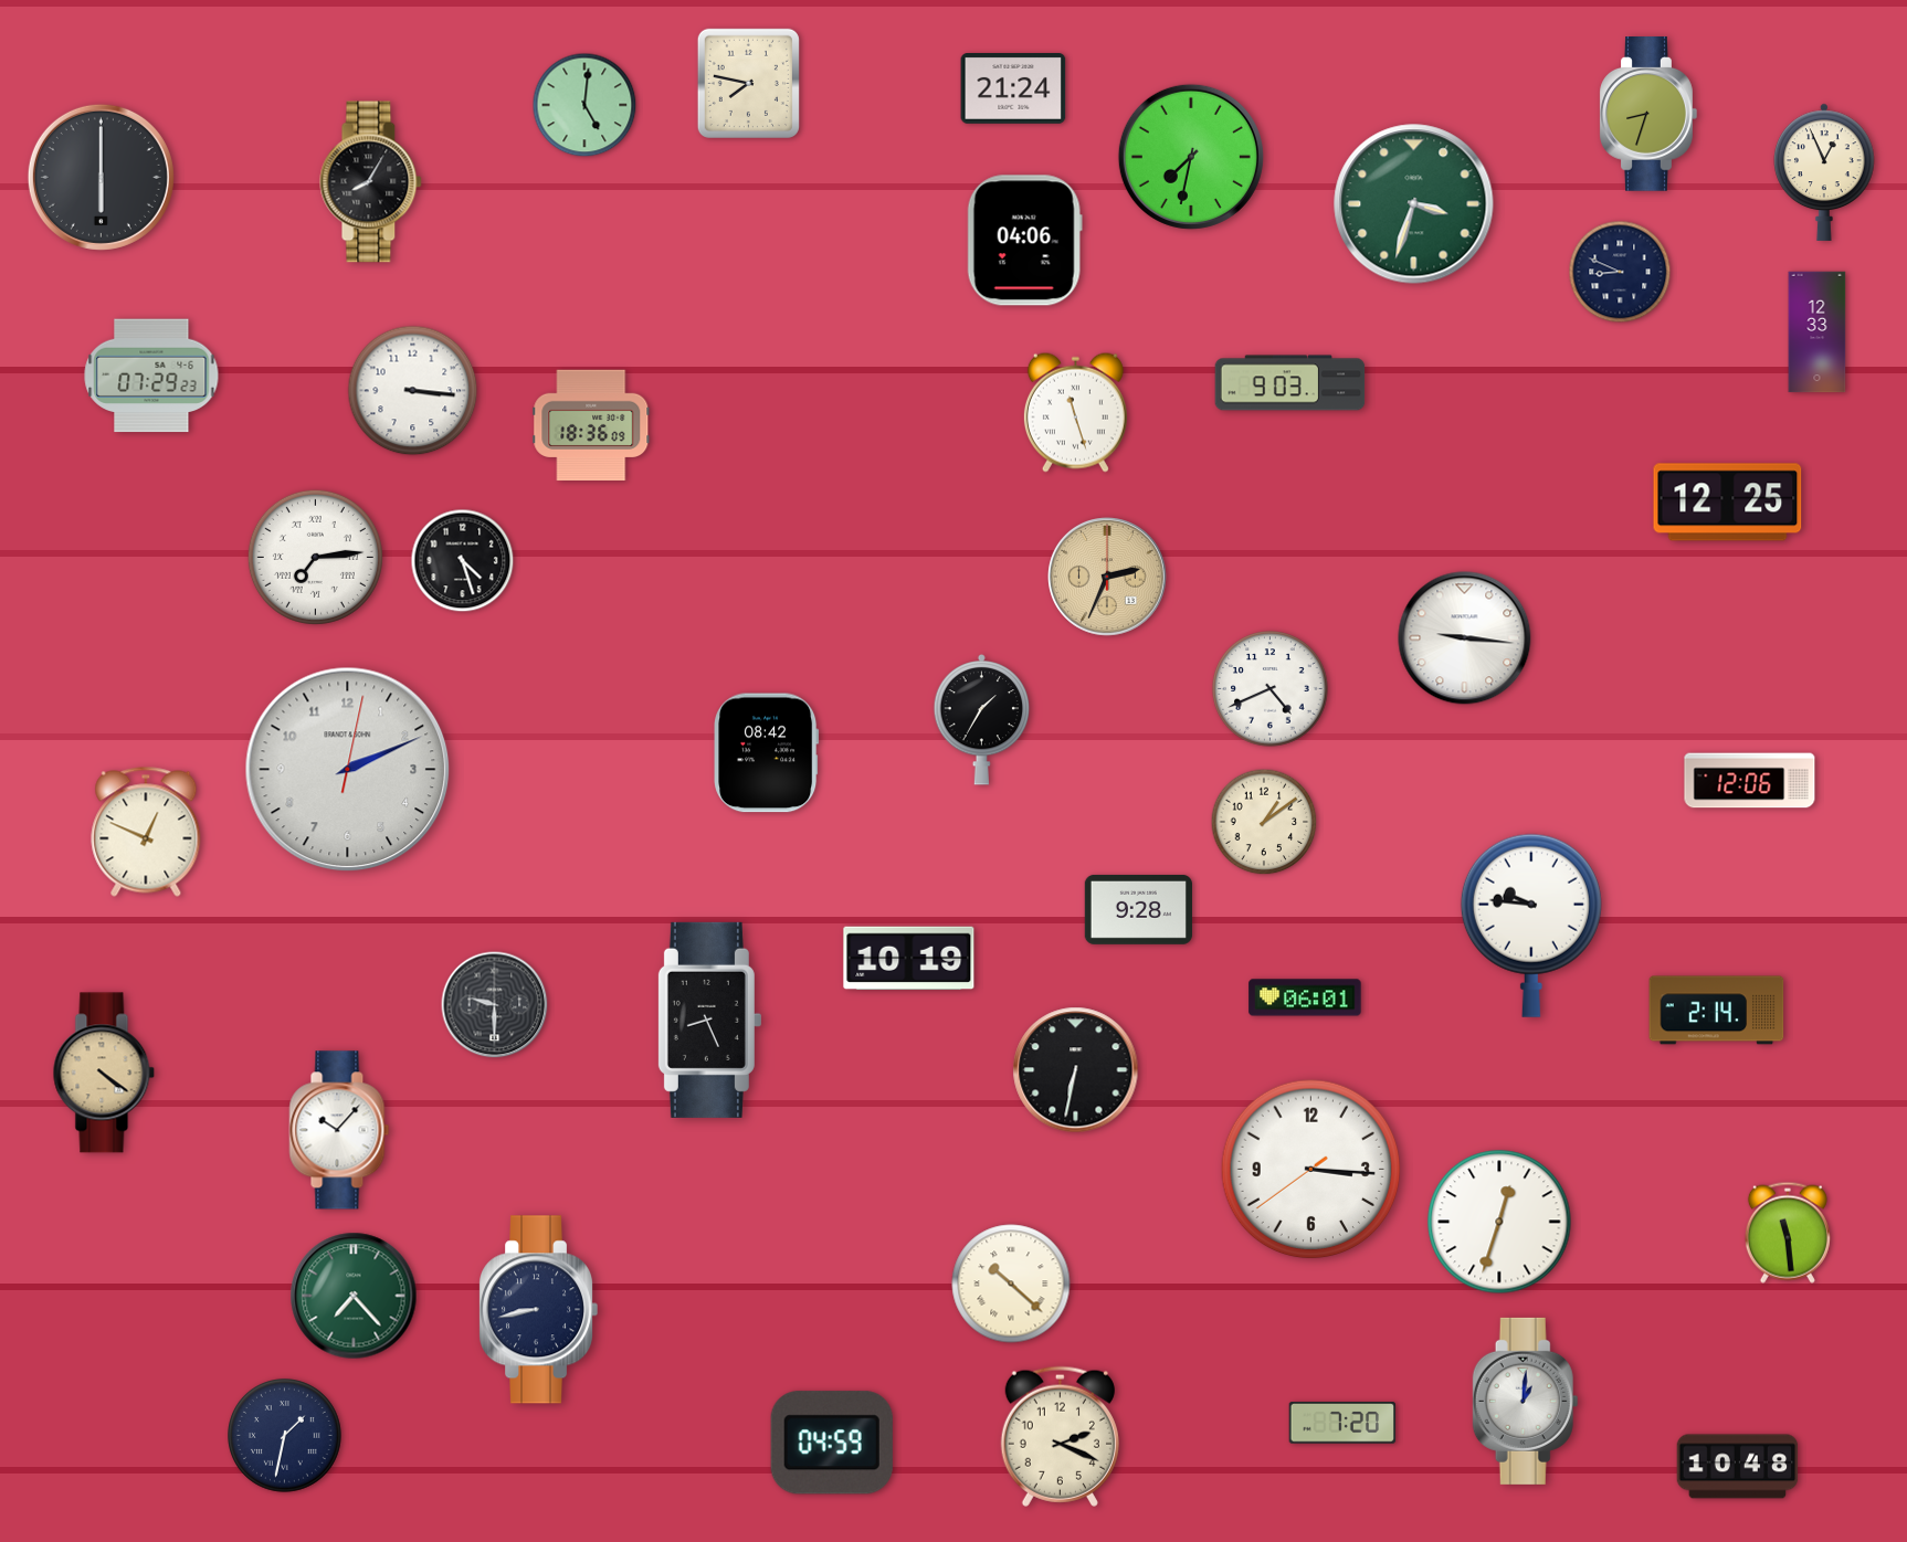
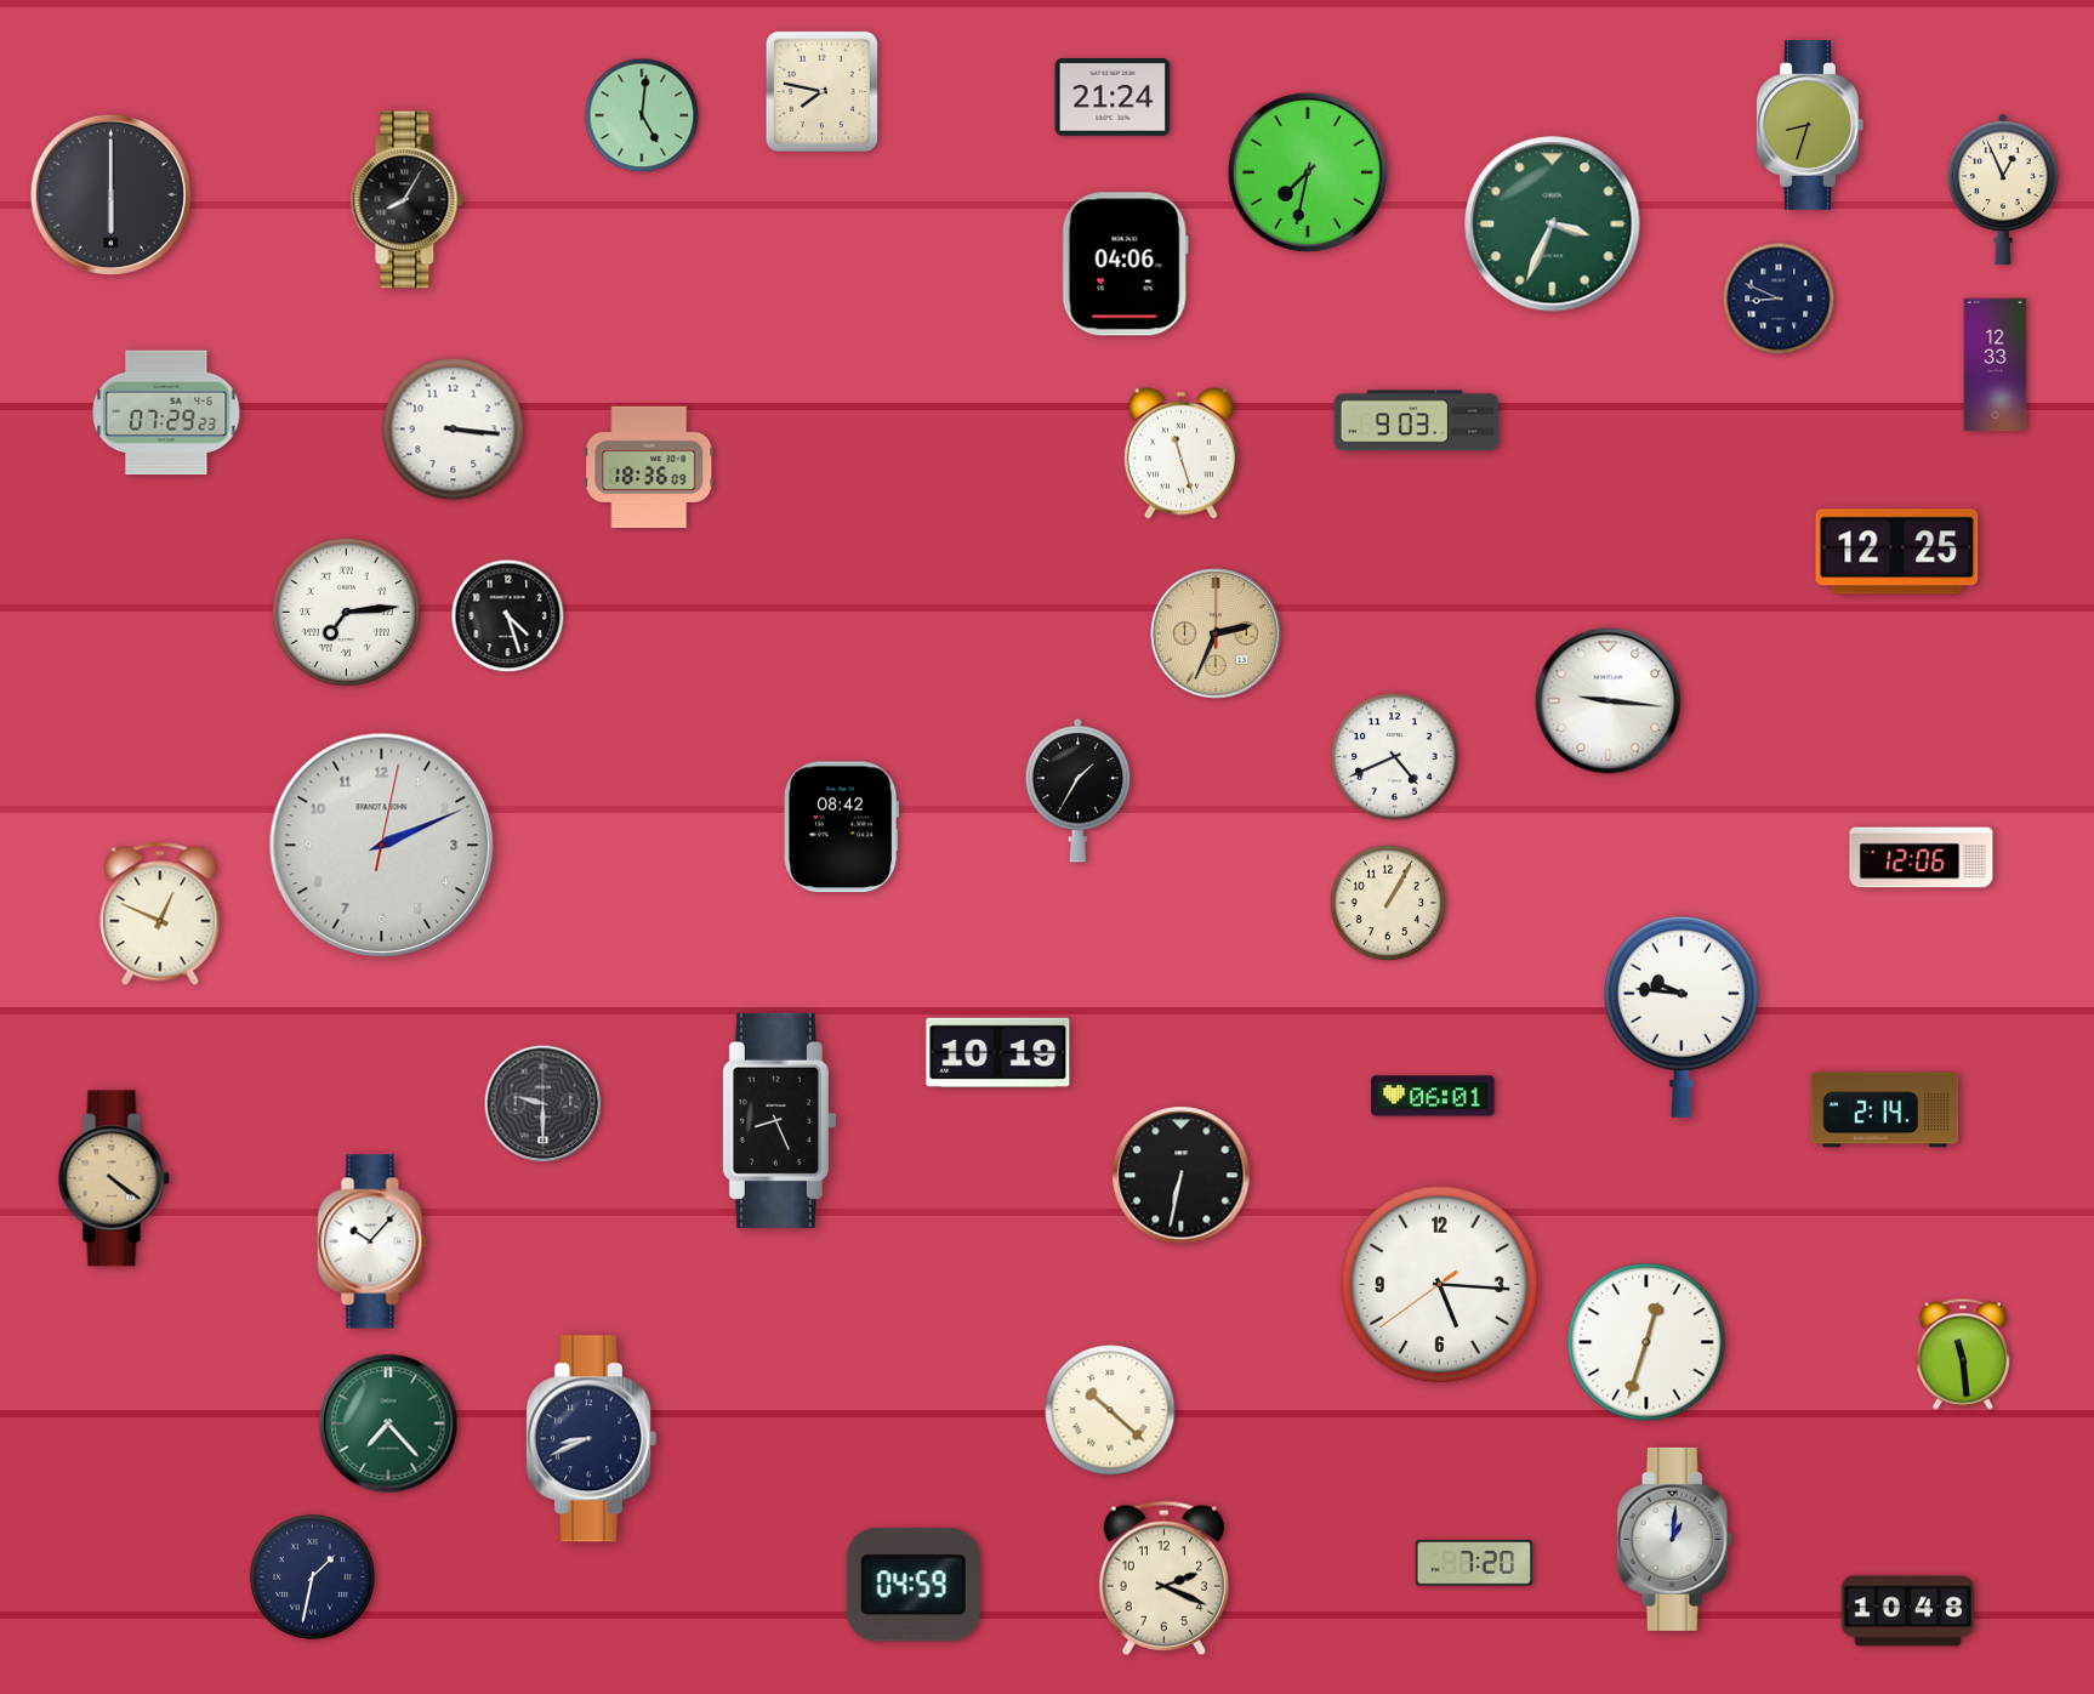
clock at (1414, 204): 3:33 -> 3:34
clock at (1264, 822): 1:09 -> 1:05
clock at (1138, 909): 9:28 -> none
clock at (1311, 1170): 3:15 -> 5:15
clock at (539, 1310): 8:43 -> 8:41
